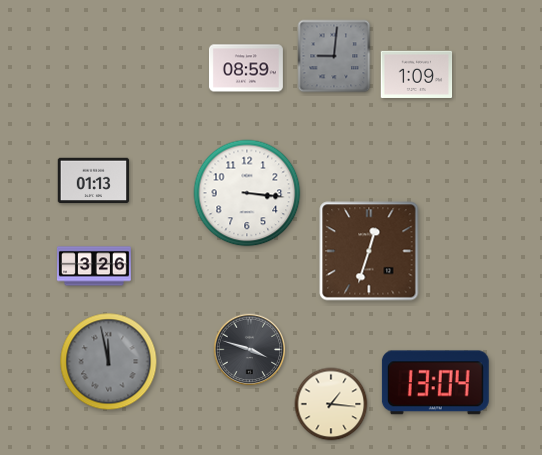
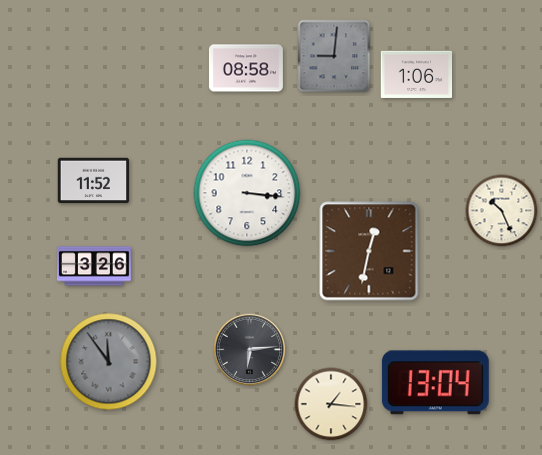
clock at (246, 68): 08:59 -> 08:58
clock at (417, 74): 1:09 -> 1:06
clock at (94, 181): 01:13 -> 11:52
clock at (502, 211): none -> 10:26
clock at (369, 251): 12:33 -> 12:32
clock at (250, 350): 3:48 -> 6:14
clock at (109, 362): 11:58 -> 11:54
